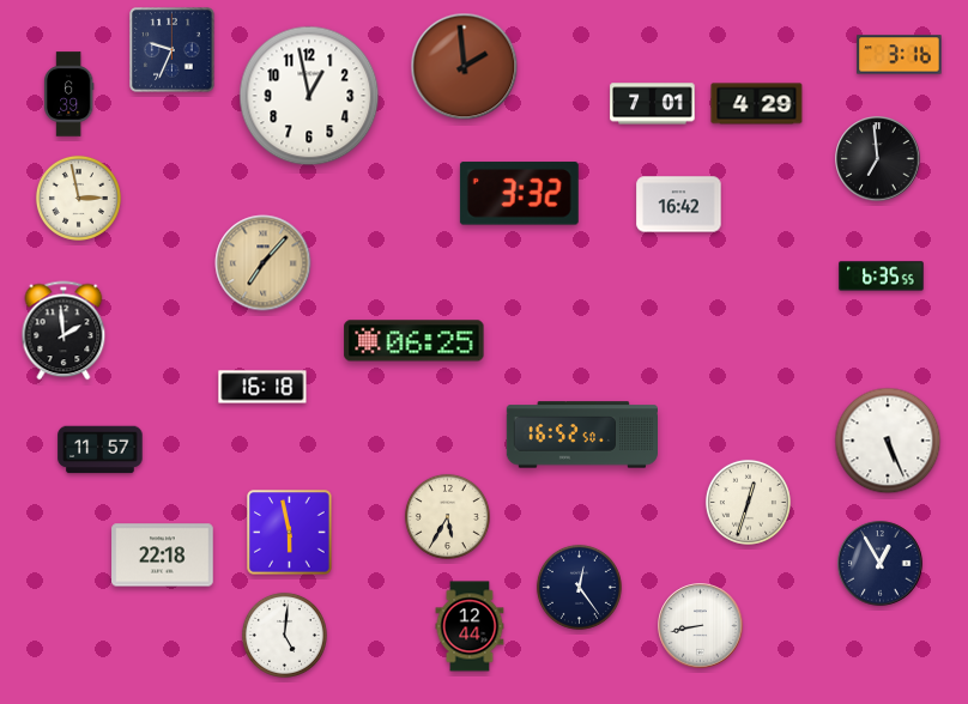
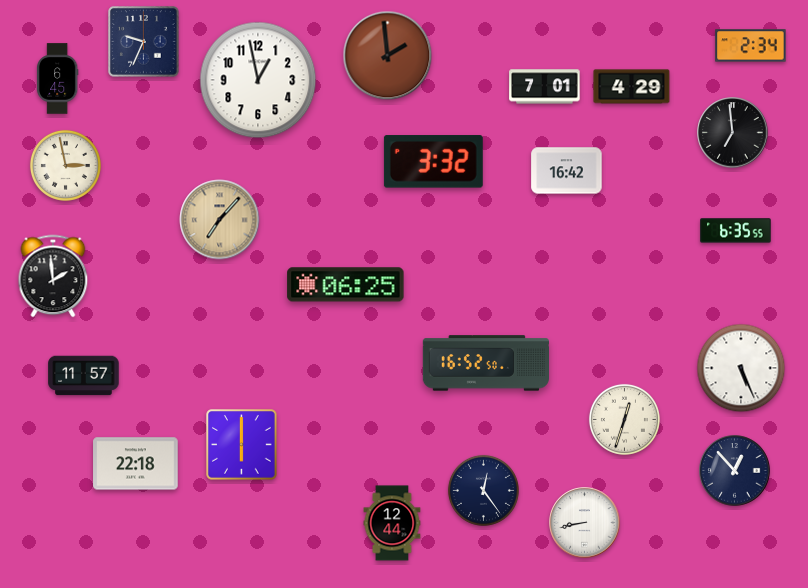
clock at (900, 55): 3:16 -> 2:34
clock at (68, 95): 6:39 -> 6:45
clock at (262, 387): 16:18 -> none
clock at (447, 516): 5:35 -> none
clock at (290, 533): 5:58 -> 6:00
clock at (881, 564): 12:55 -> 12:53
clock at (284, 635): 5:01 -> none
